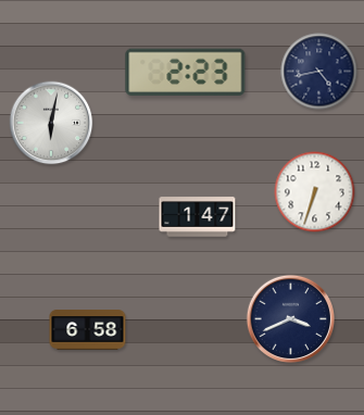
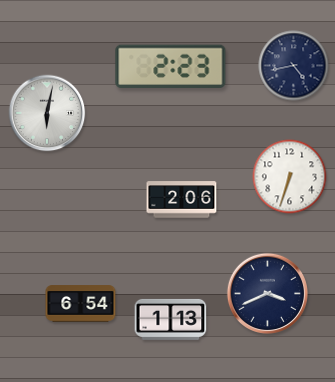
clock at (198, 217): 1:47 -> 2:06
clock at (88, 330): 6:58 -> 6:54
clock at (171, 319): none -> 1:13
